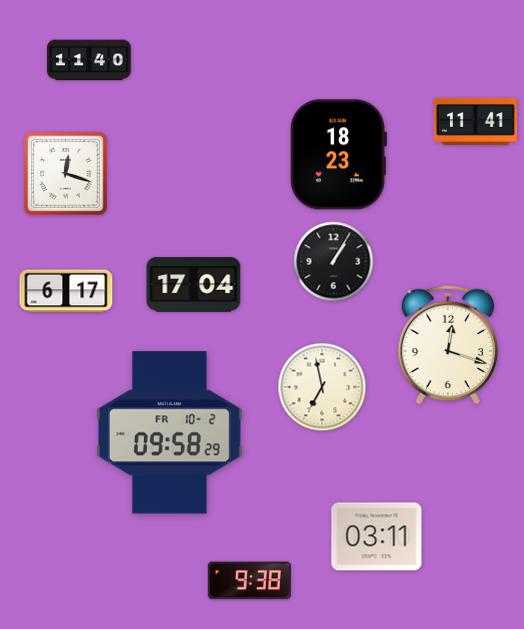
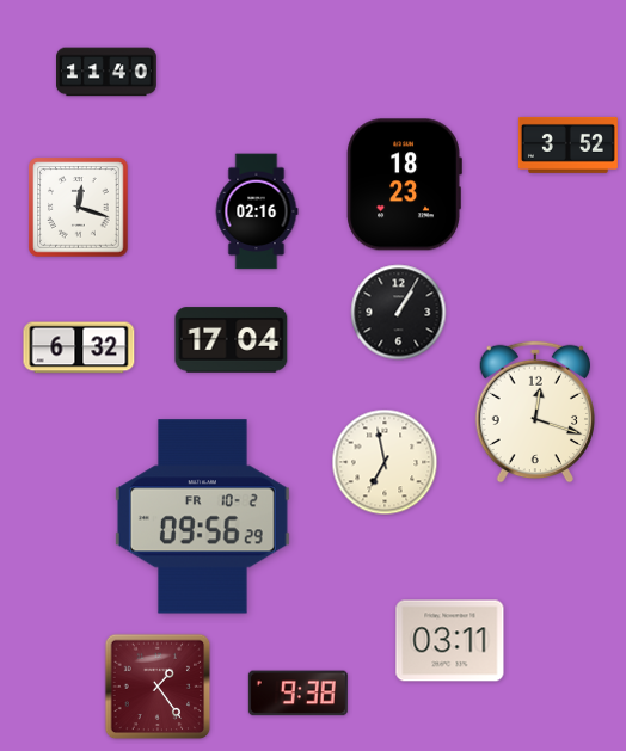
clock at (475, 121): 11:41 -> 3:52
clock at (257, 211): none -> 02:16
clock at (66, 291): 6:17 -> 6:32
clock at (169, 433): 09:58 -> 09:56
clock at (158, 687): none -> 1:24
